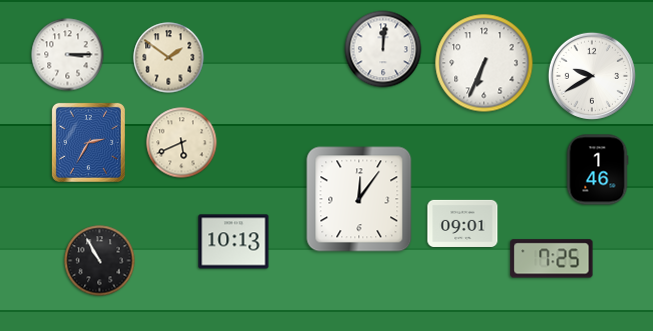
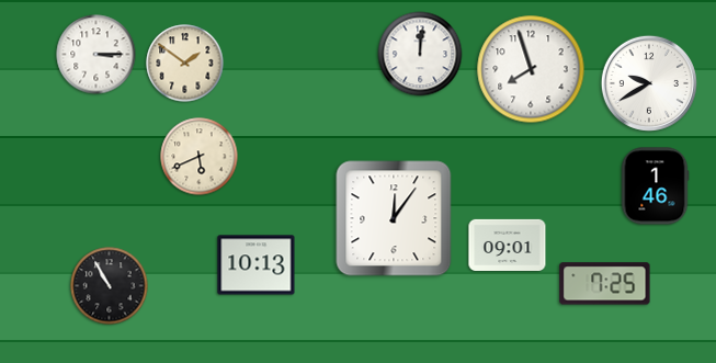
clock at (68, 55) position: (68, 55) -> (96, 55)
clock at (484, 63): 6:34 -> 7:57
clock at (88, 142): 2:35 -> none
